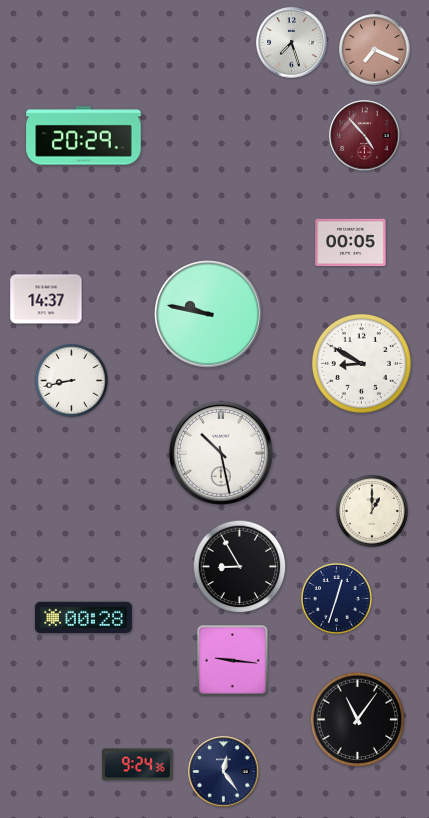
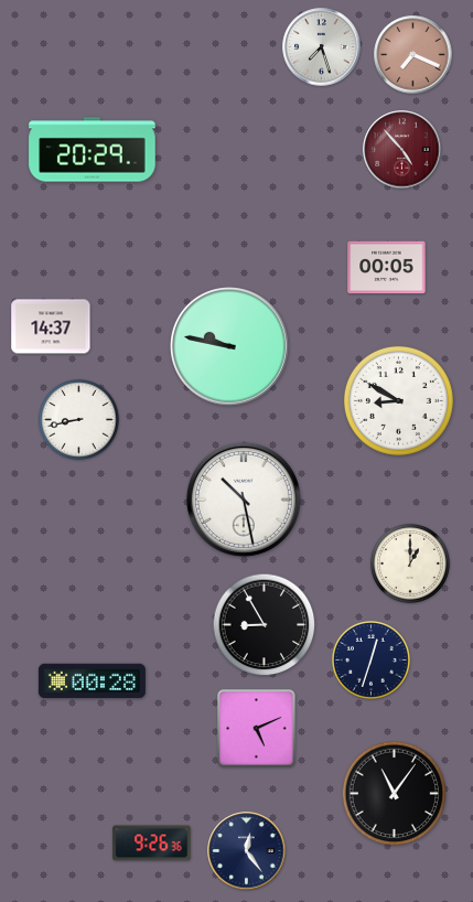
clock at (46, 299) position: (46, 299) -> (51, 326)
clock at (233, 661): 9:16 -> 5:11
clock at (138, 765): 9:24 -> 9:26
